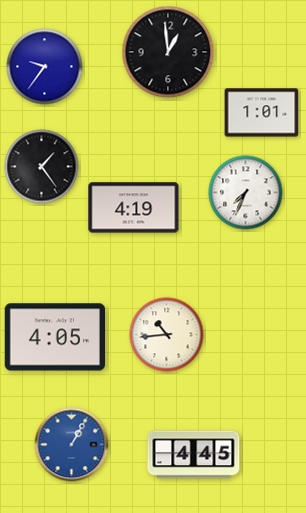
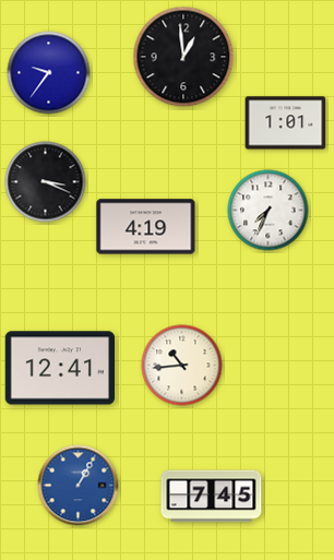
clock at (42, 167): 1:24 -> 3:19
clock at (54, 337): 4:05 -> 12:41
clock at (194, 455): 4:45 -> 7:45
